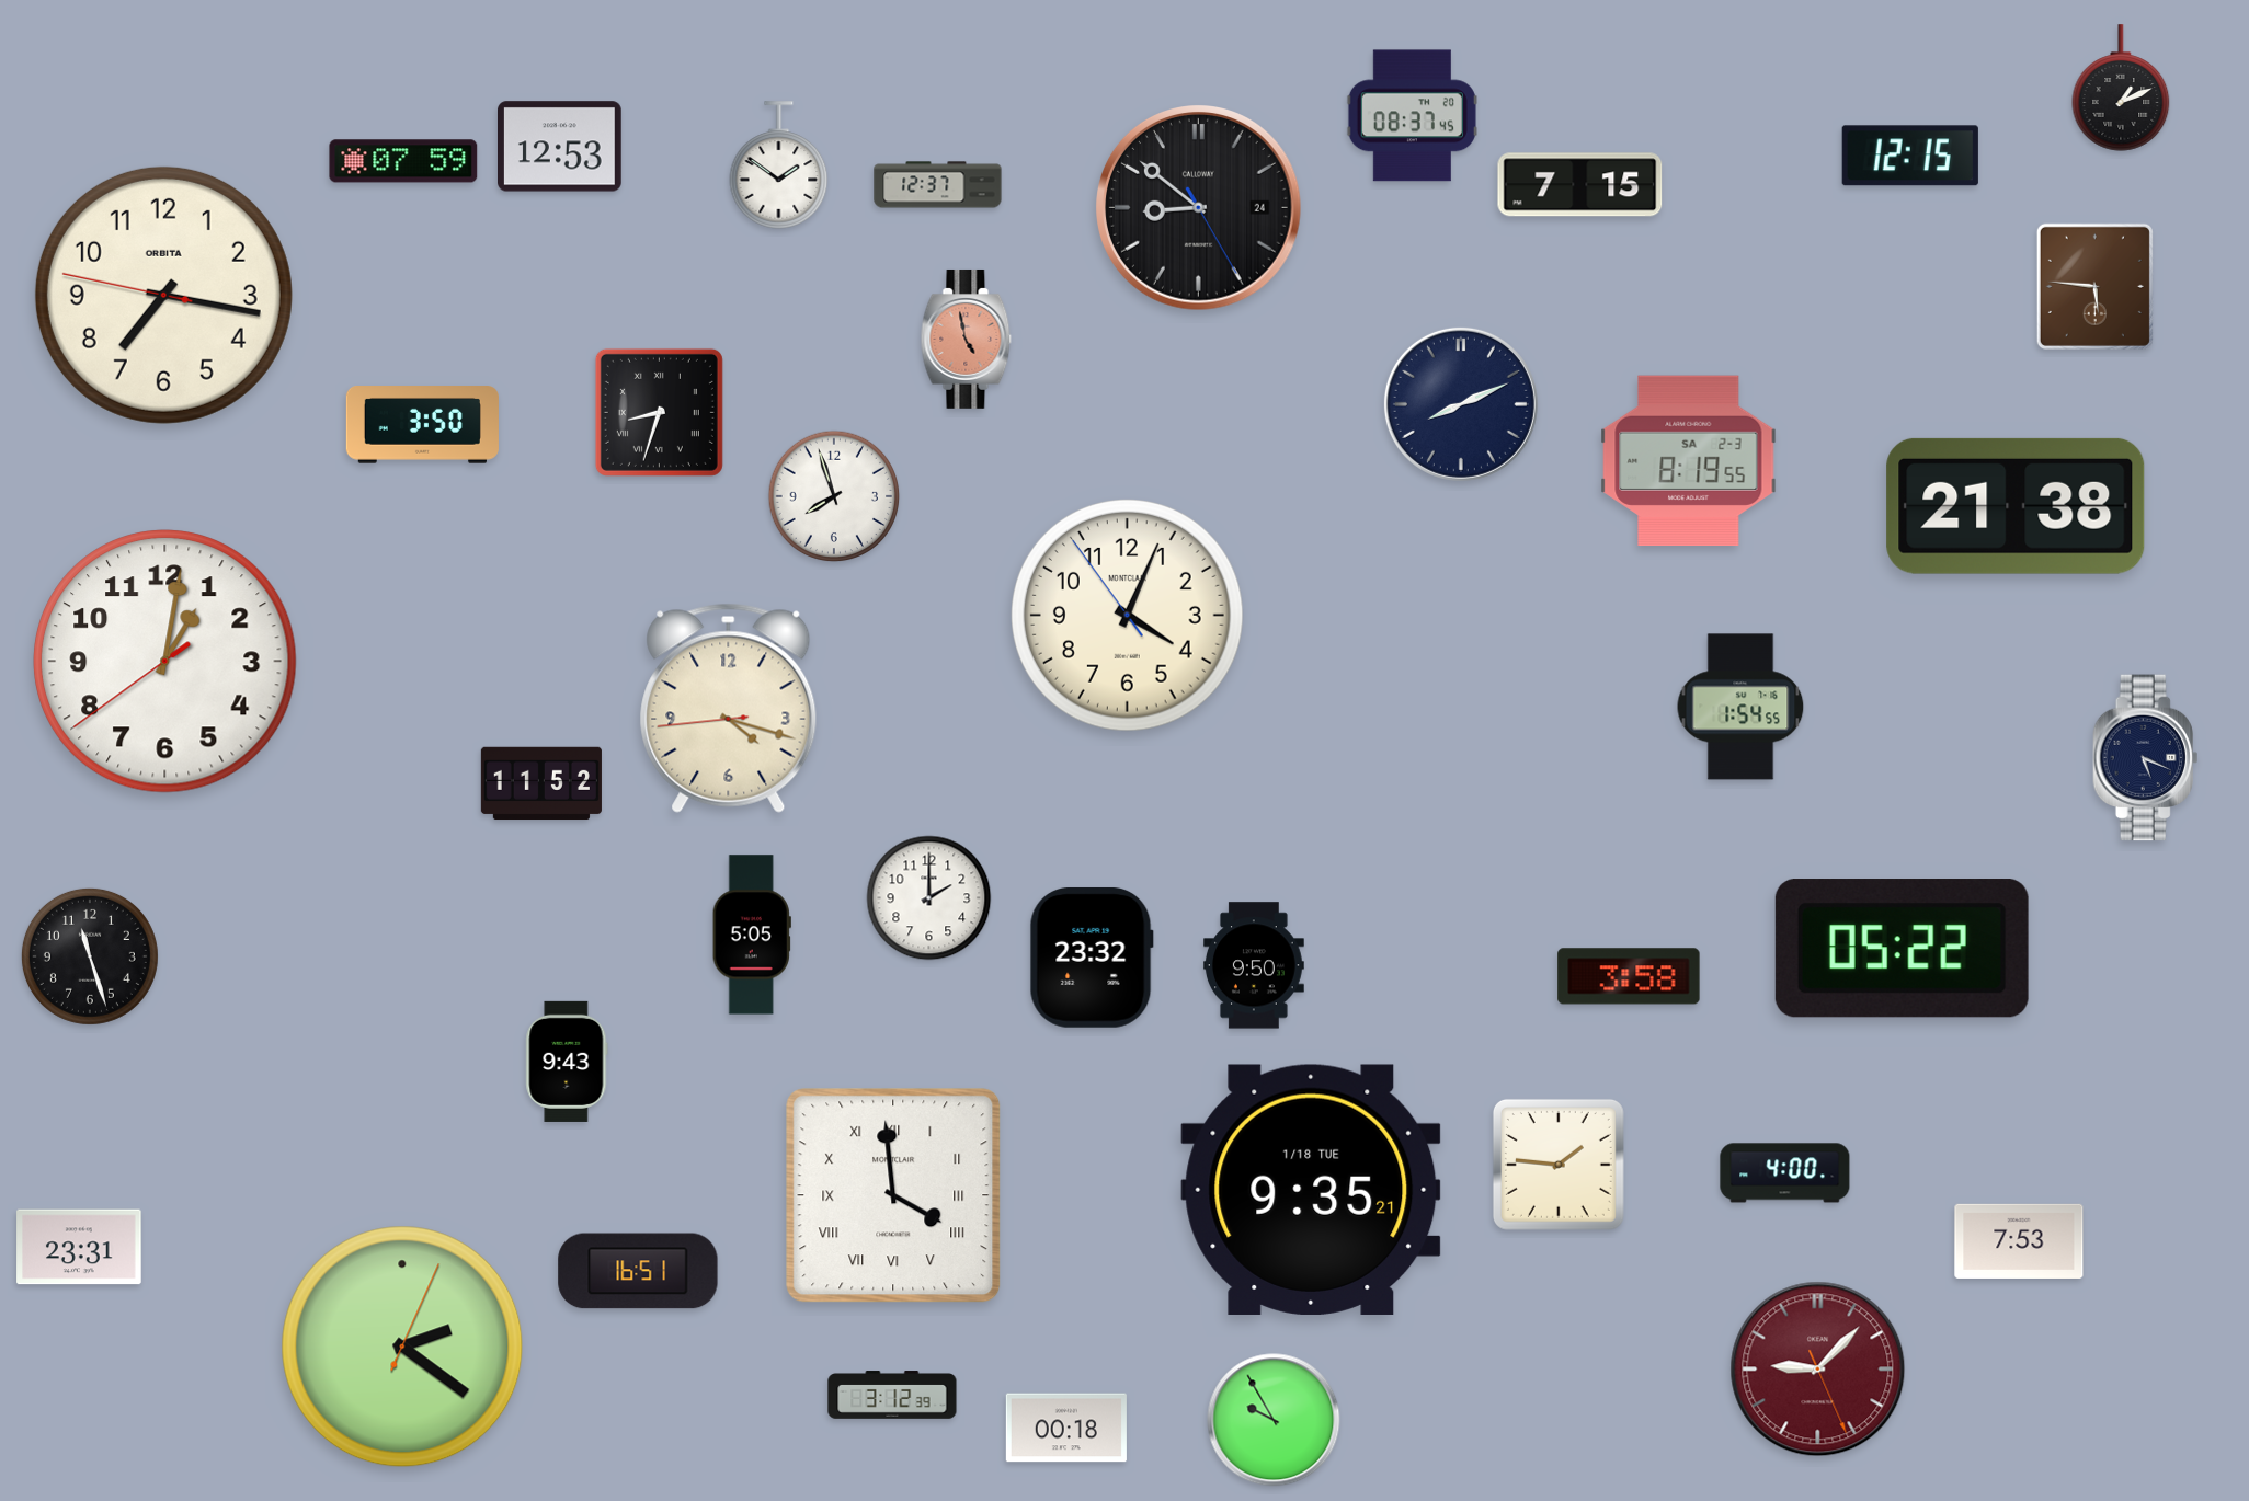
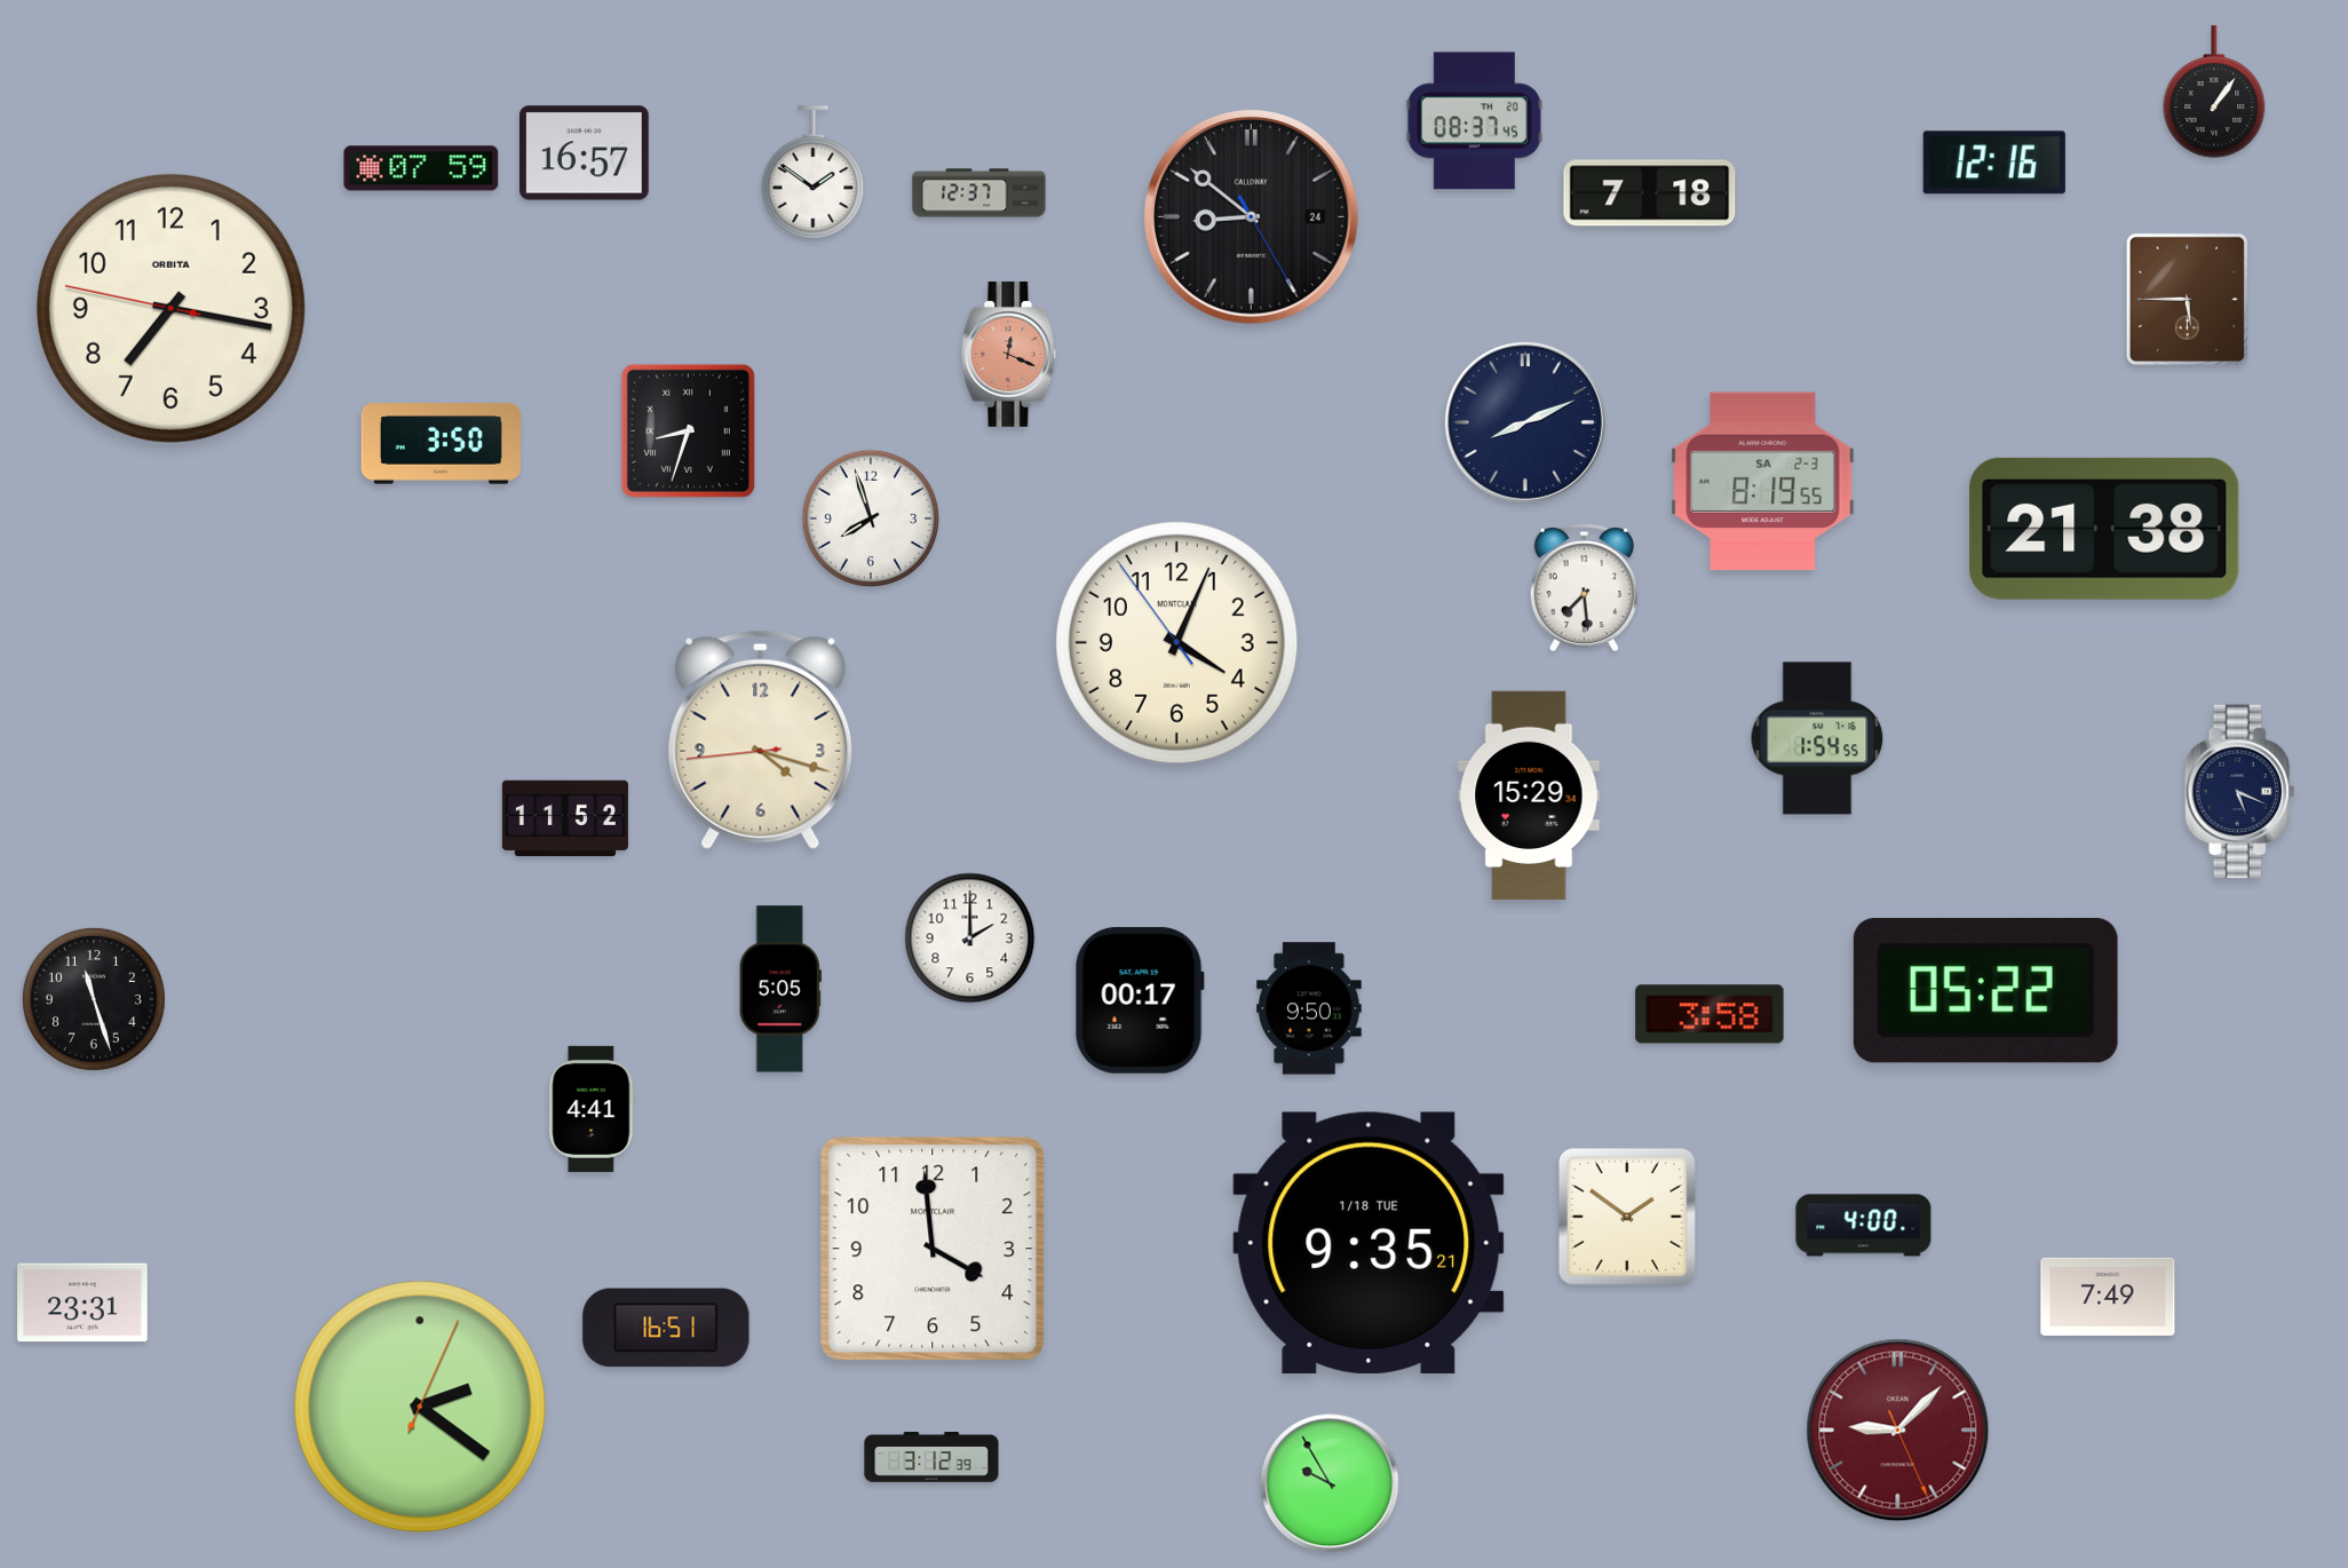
clock at (2121, 88): 1:11 -> 1:06
clock at (560, 147): 12:53 -> 16:57
clock at (1910, 156): 12:15 -> 12:16
clock at (1580, 185): 7:15 -> 7:18
clock at (2094, 286): 5:46 -> 5:45
clock at (967, 339): 4:58 -> 12:19
clock at (1584, 587): none -> 7:29
clock at (165, 662): 1:01 -> none
clock at (1529, 795): none -> 15:29
clock at (752, 935) position: (752, 935) -> (780, 989)
clock at (1092, 958): 23:32 -> 00:17
clock at (1629, 976) position: (1629, 976) -> (1710, 1014)
clock at (567, 1062): 9:43 -> 4:41
clock at (1559, 1165): 1:46 -> 1:51
clock at (893, 1195) numerals: Roman -> Arabic
clock at (2019, 1241): 7:53 -> 7:49
clock at (1066, 1428): 00:18 -> none
